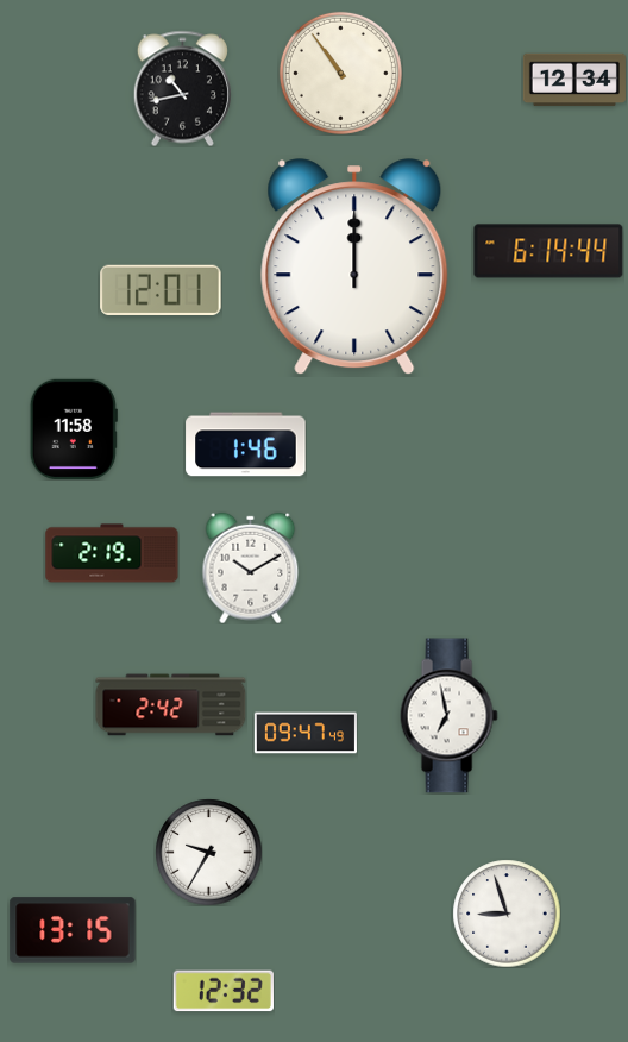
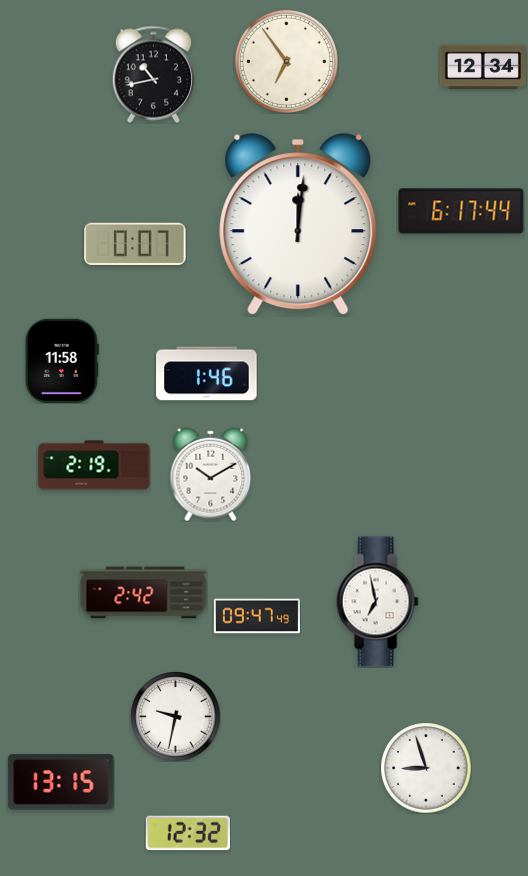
clock at (340, 73): 10:54 -> 6:54
clock at (548, 251): 6:14 -> 6:17
clock at (354, 268): 12:00 -> 12:01
clock at (161, 290): 12:01 -> 0:07
clock at (251, 567) position: (251, 567) -> (211, 474)
clock at (208, 852): 9:35 -> 9:32
